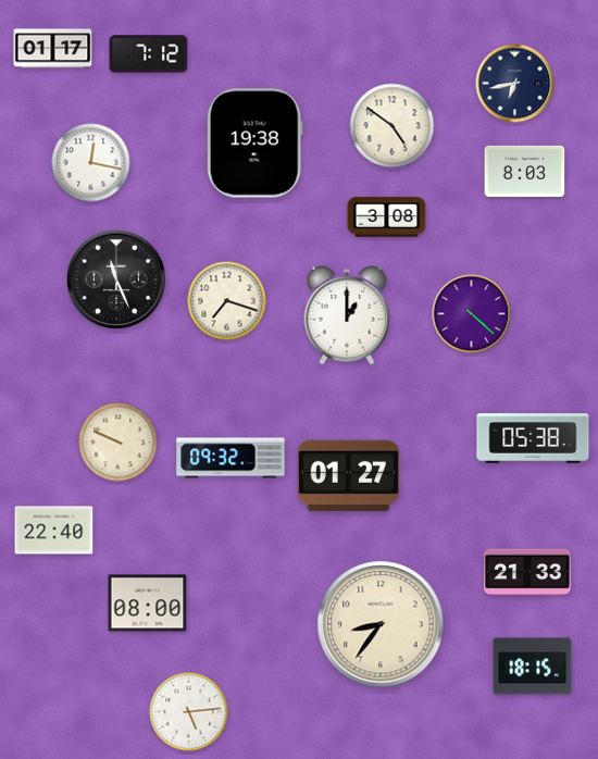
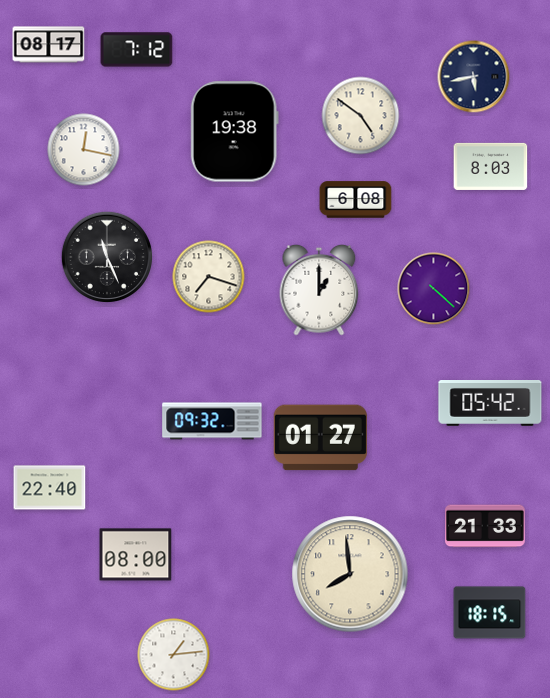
clock at (53, 49): 01:17 -> 08:17
clock at (515, 84): 6:43 -> 5:43
clock at (525, 171) position: (525, 171) -> (491, 166)
clock at (387, 217): 3:08 -> 6:08
clock at (533, 439): 05:38 -> 05:42
clock at (119, 443): 9:49 -> none
clock at (381, 624): 8:36 -> 7:59
clock at (189, 712): 5:14 -> 1:14
